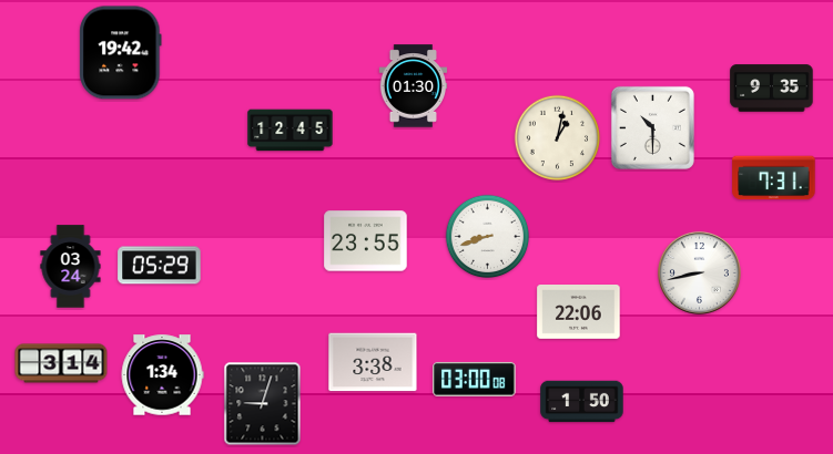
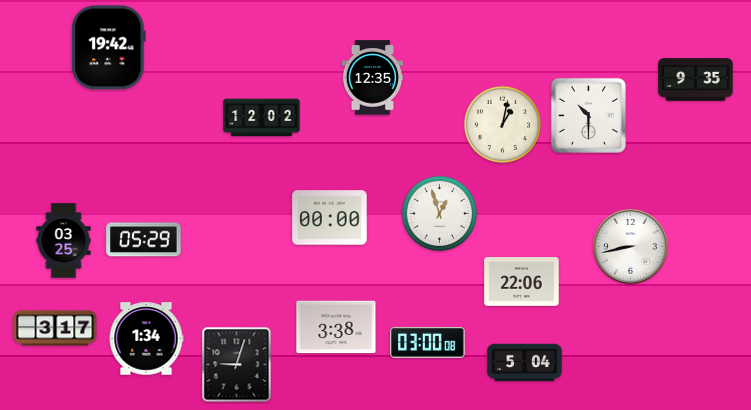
clock at (413, 86): 01:30 -> 12:35
clock at (291, 131): 12:45 -> 12:02
clock at (774, 178): 7:31 -> none
clock at (488, 237): 8:42 -> 12:57
clock at (366, 241): 23:55 -> 00:00
clock at (71, 267): 03:24 -> 03:25
clock at (61, 363): 3:14 -> 3:17
clock at (582, 402): 1:50 -> 5:04
